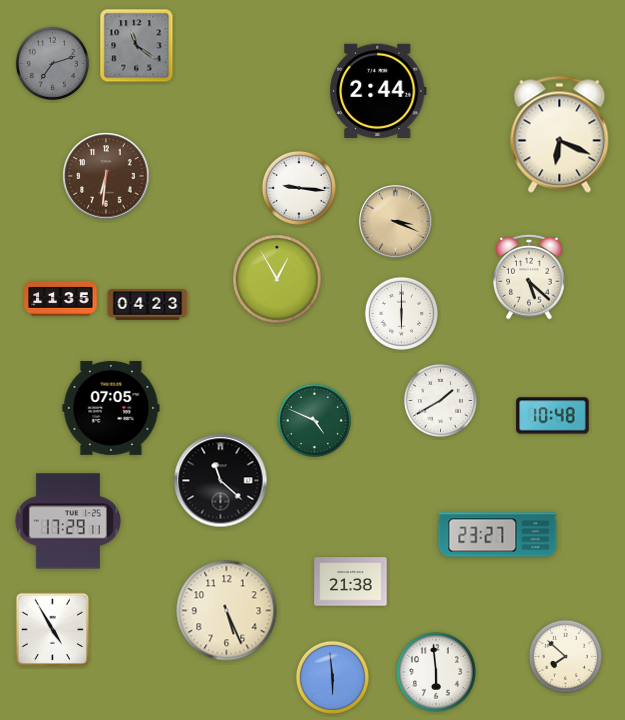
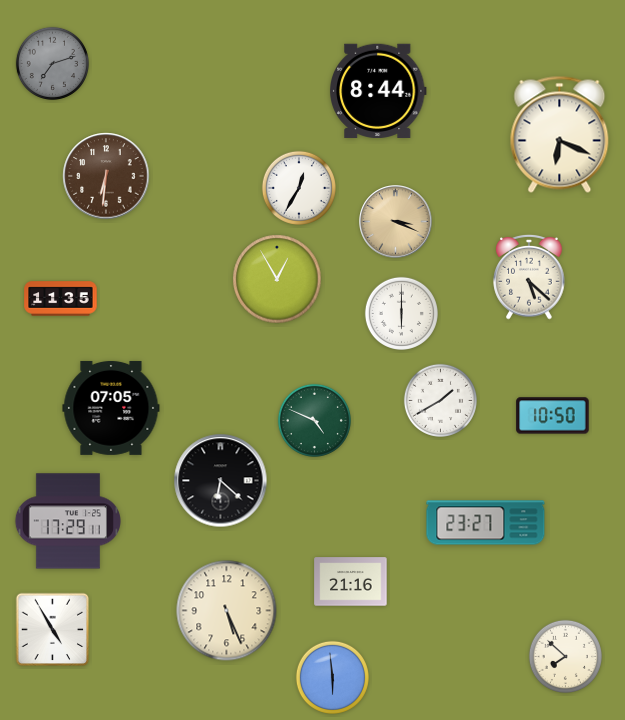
clock at (137, 46): 11:21 -> none
clock at (378, 91): 2:44 -> 8:44
clock at (299, 188): 9:16 -> 12:35
clock at (148, 305): 04:23 -> none
clock at (553, 416): 10:48 -> 10:50
clock at (221, 481): 11:22 -> 6:22
clock at (498, 535) position: (498, 535) -> (486, 523)
clock at (351, 582): 21:38 -> 21:16
clock at (436, 672): 5:59 -> none
